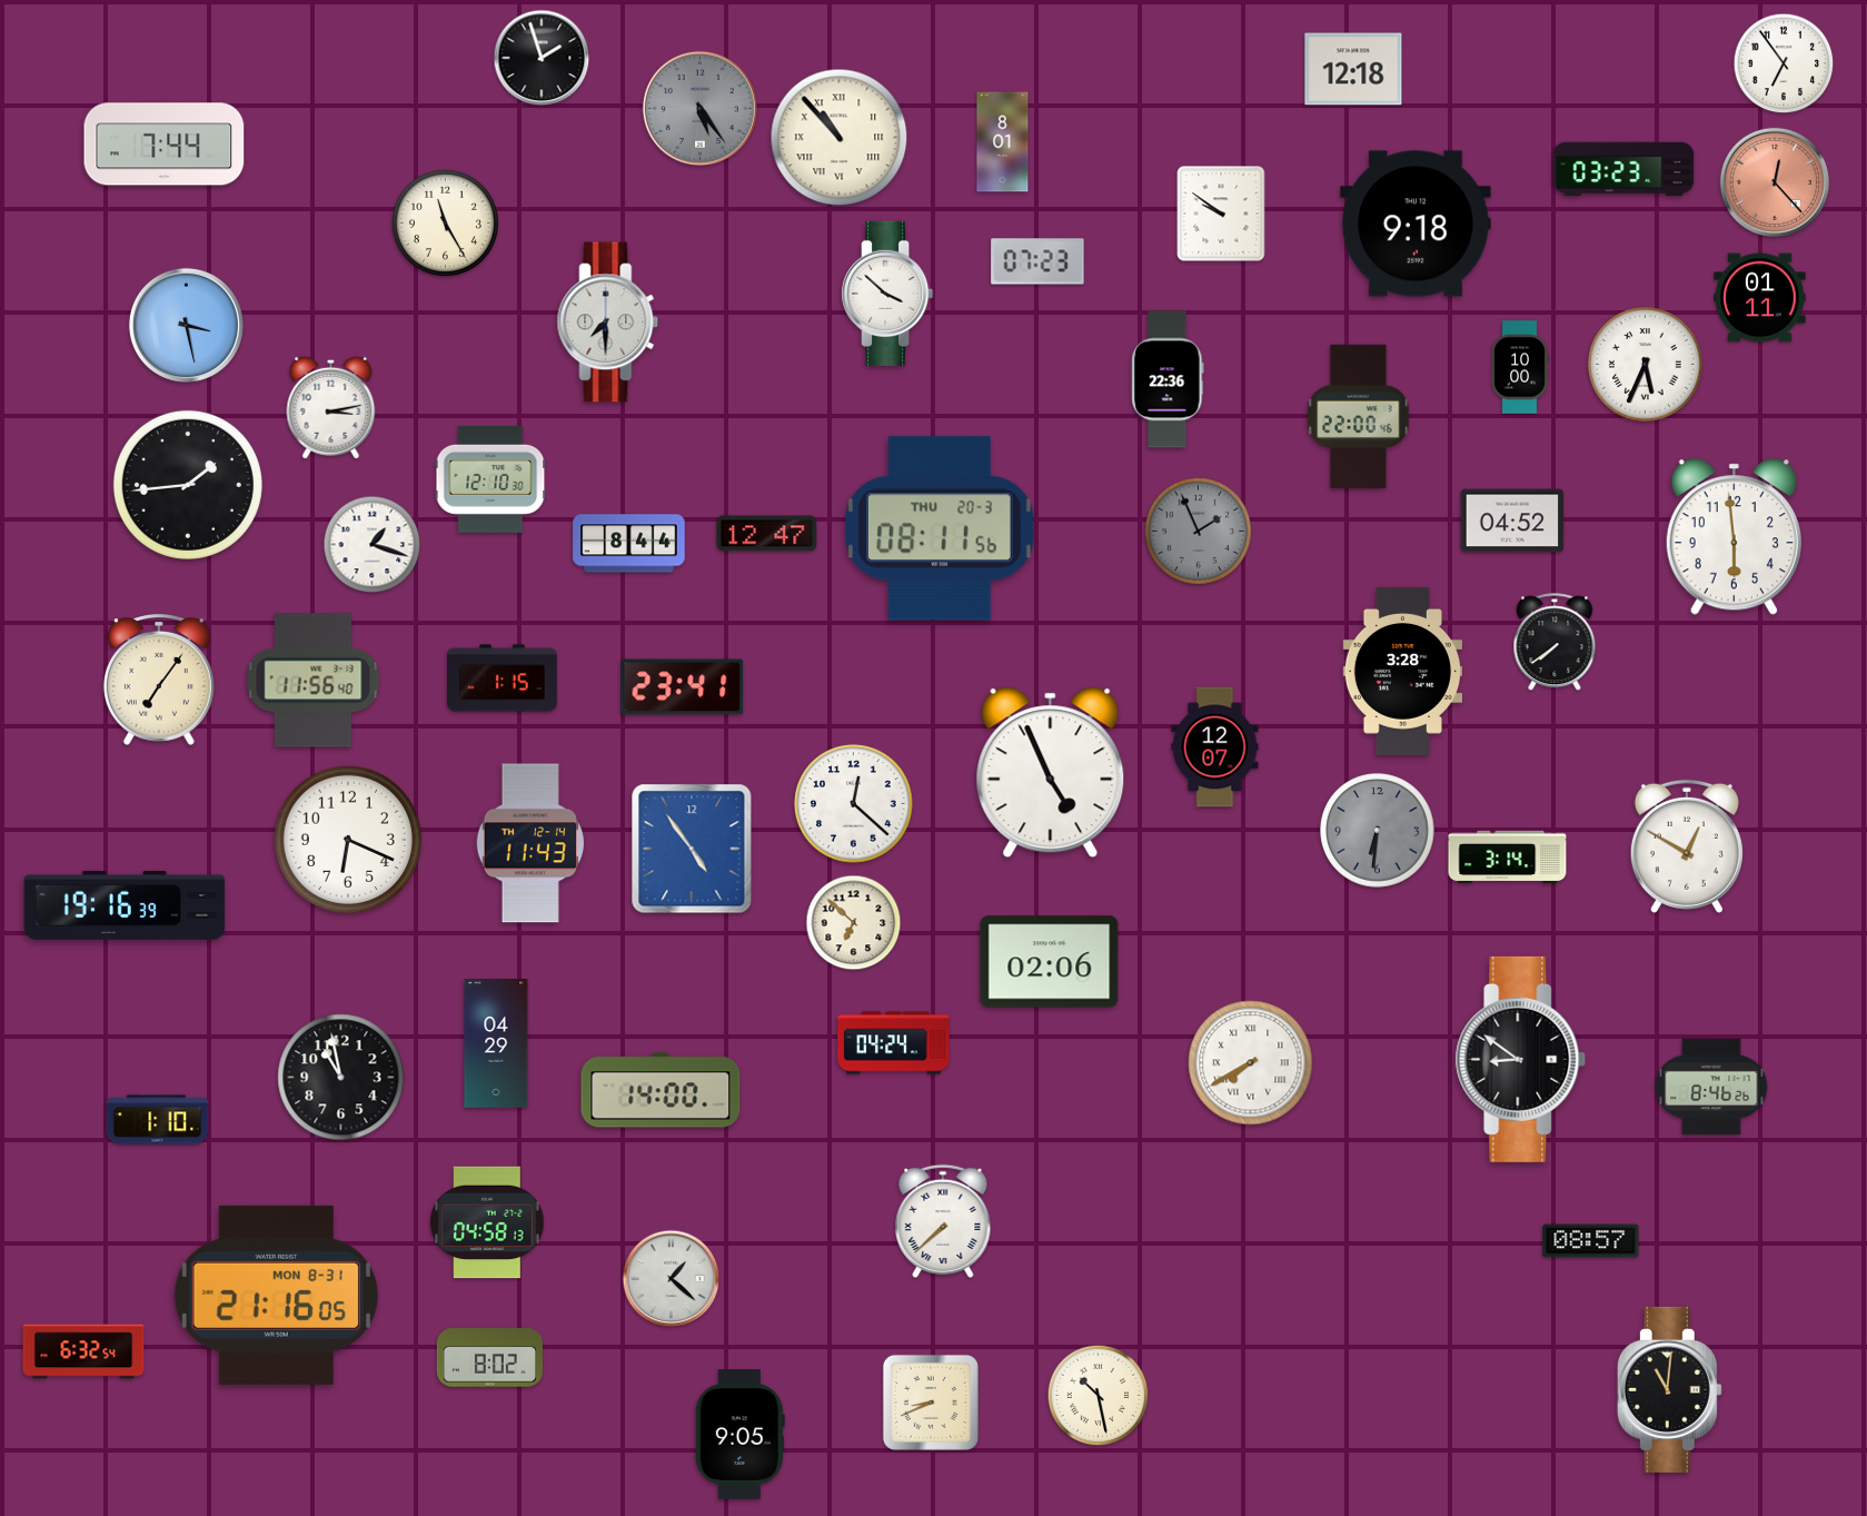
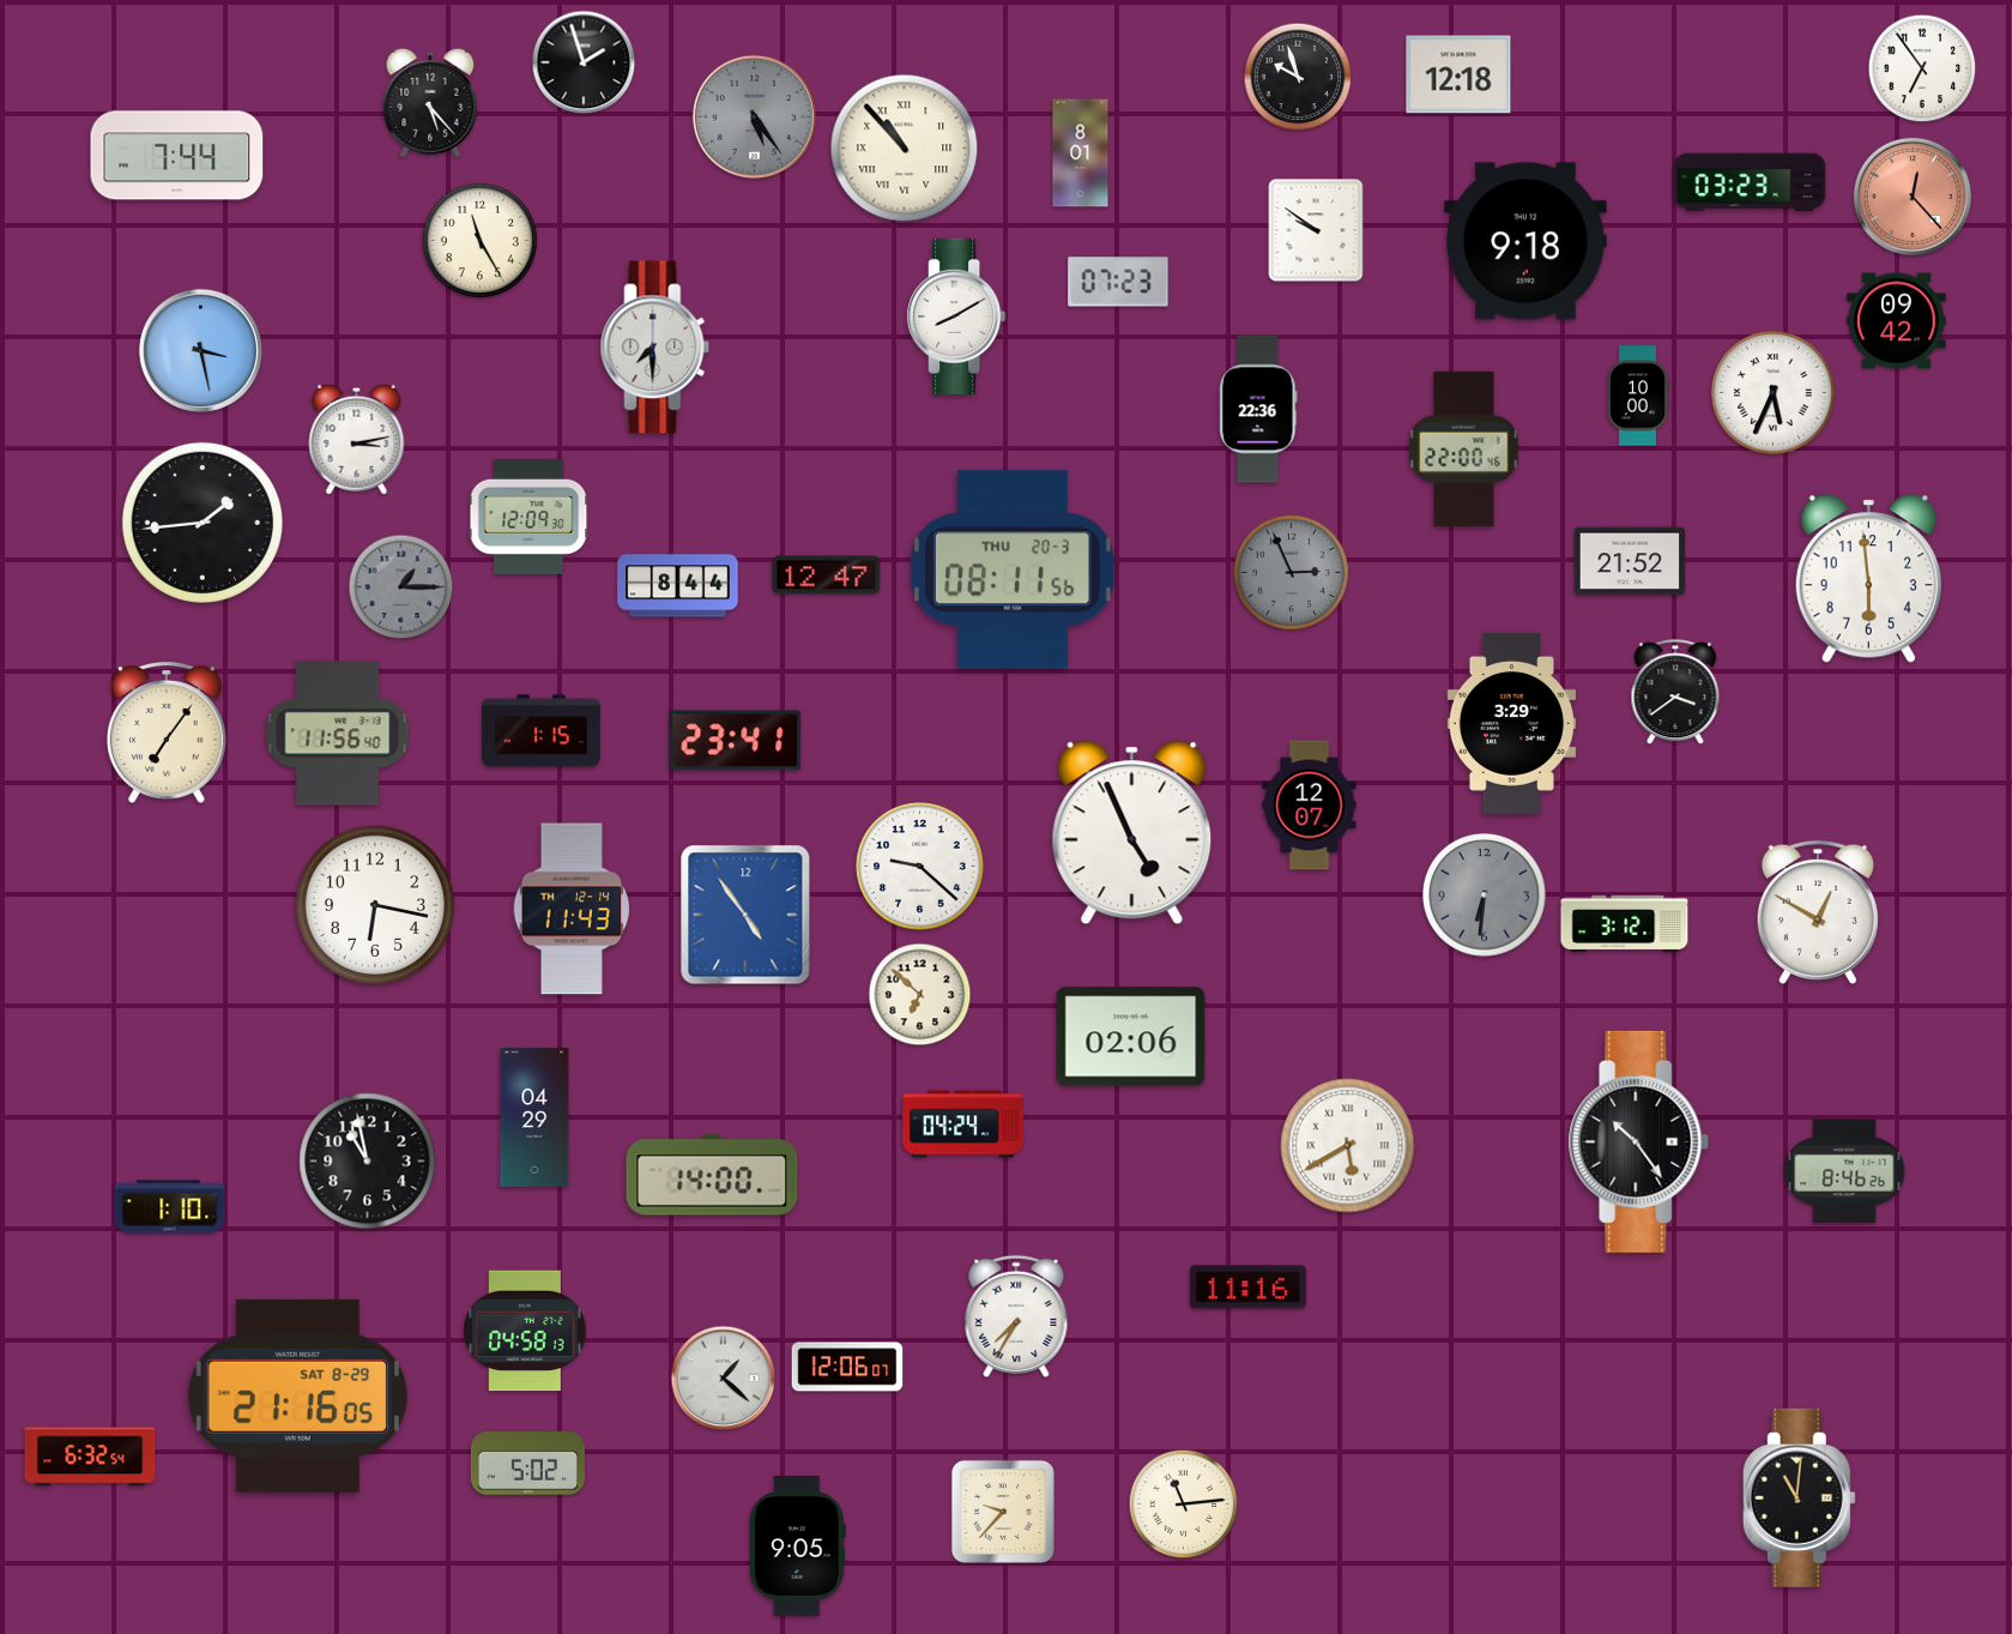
clock at (1298, 77): none -> 9:57
clock at (430, 103): none -> 5:23
clock at (887, 294): 3:52 -> 8:10
clock at (1760, 298): 01:11 -> 09:42
clock at (490, 479): 12:10 -> 12:09
clock at (1512, 521): 04:52 -> 21:52
clock at (1198, 531): 1:56 -> 2:56
clock at (373, 545): 1:18 -> 1:15
clock at (373, 545) dial: white -> grey
clock at (1555, 643): 7:39 -> 3:39
clock at (1402, 671): 3:28 -> 3:29
clock at (159, 681) position: (159, 681) -> (167, 734)
clock at (854, 804): 12:22 -> 9:22
clock at (348, 840): 6:19 -> 6:17
clock at (1508, 858): 3:14 -> 3:12
clock at (125, 905): 19:16 -> none
clock at (496, 1044) position: (496, 1044) -> (534, 1119)
clock at (1521, 1059): 8:51 -> 10:24
clock at (1251, 1063): 7:40 -> 5:40
clock at (1247, 1288): none -> 11:16
clock at (943, 1221): 7:38 -> 7:35
clock at (487, 1222) position: (487, 1222) -> (525, 1331)
clock at (1591, 1241): 08:57 -> none
clock at (847, 1367): none -> 12:06
clock at (276, 1295) date: MON 8-31 -> SAT 8-29
clock at (489, 1358): 8:02 -> 5:02
clock at (1099, 1396): 10:28 -> 11:14
clock at (931, 1403): 8:41 -> 9:37
